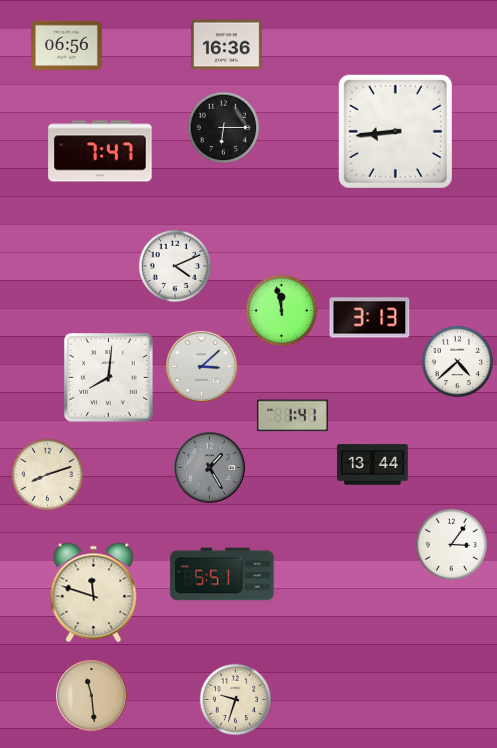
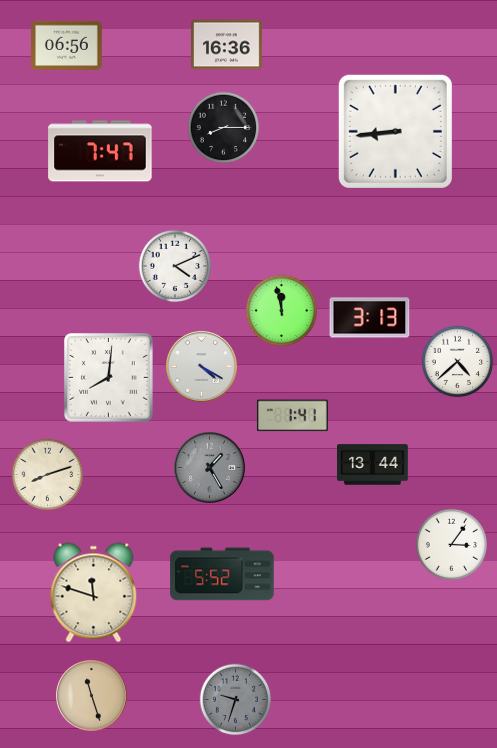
clock at (224, 128): 6:15 -> 8:15
clock at (202, 367): 3:08 -> 4:20
clock at (222, 574): 5:51 -> 5:52
clock at (92, 696): 11:29 -> 11:27
clock at (236, 700) dial: cream -> grey
